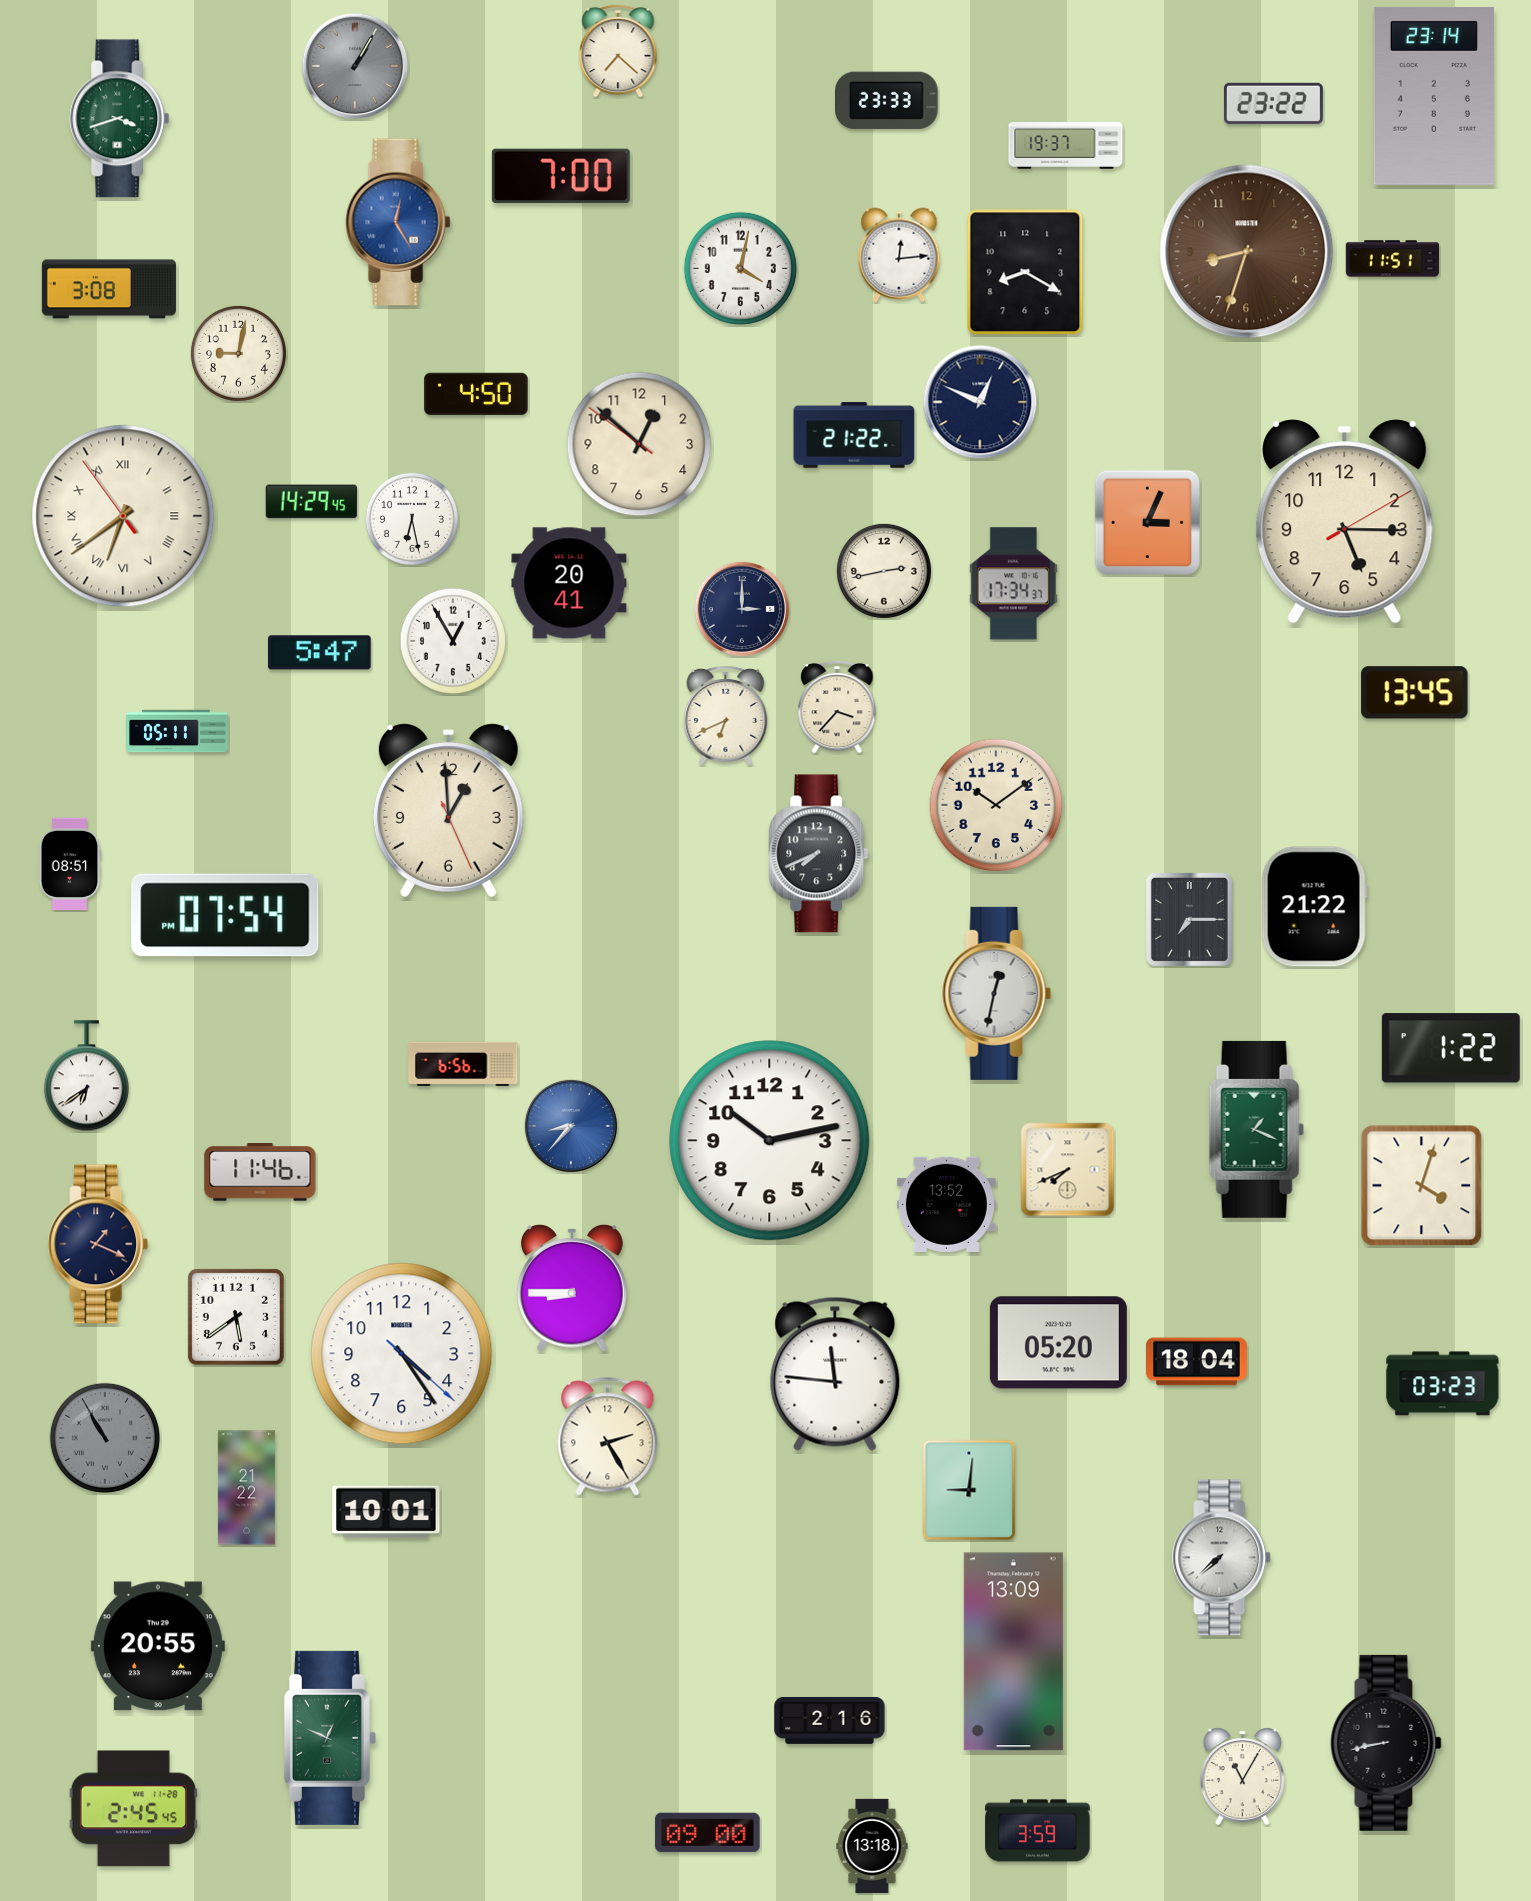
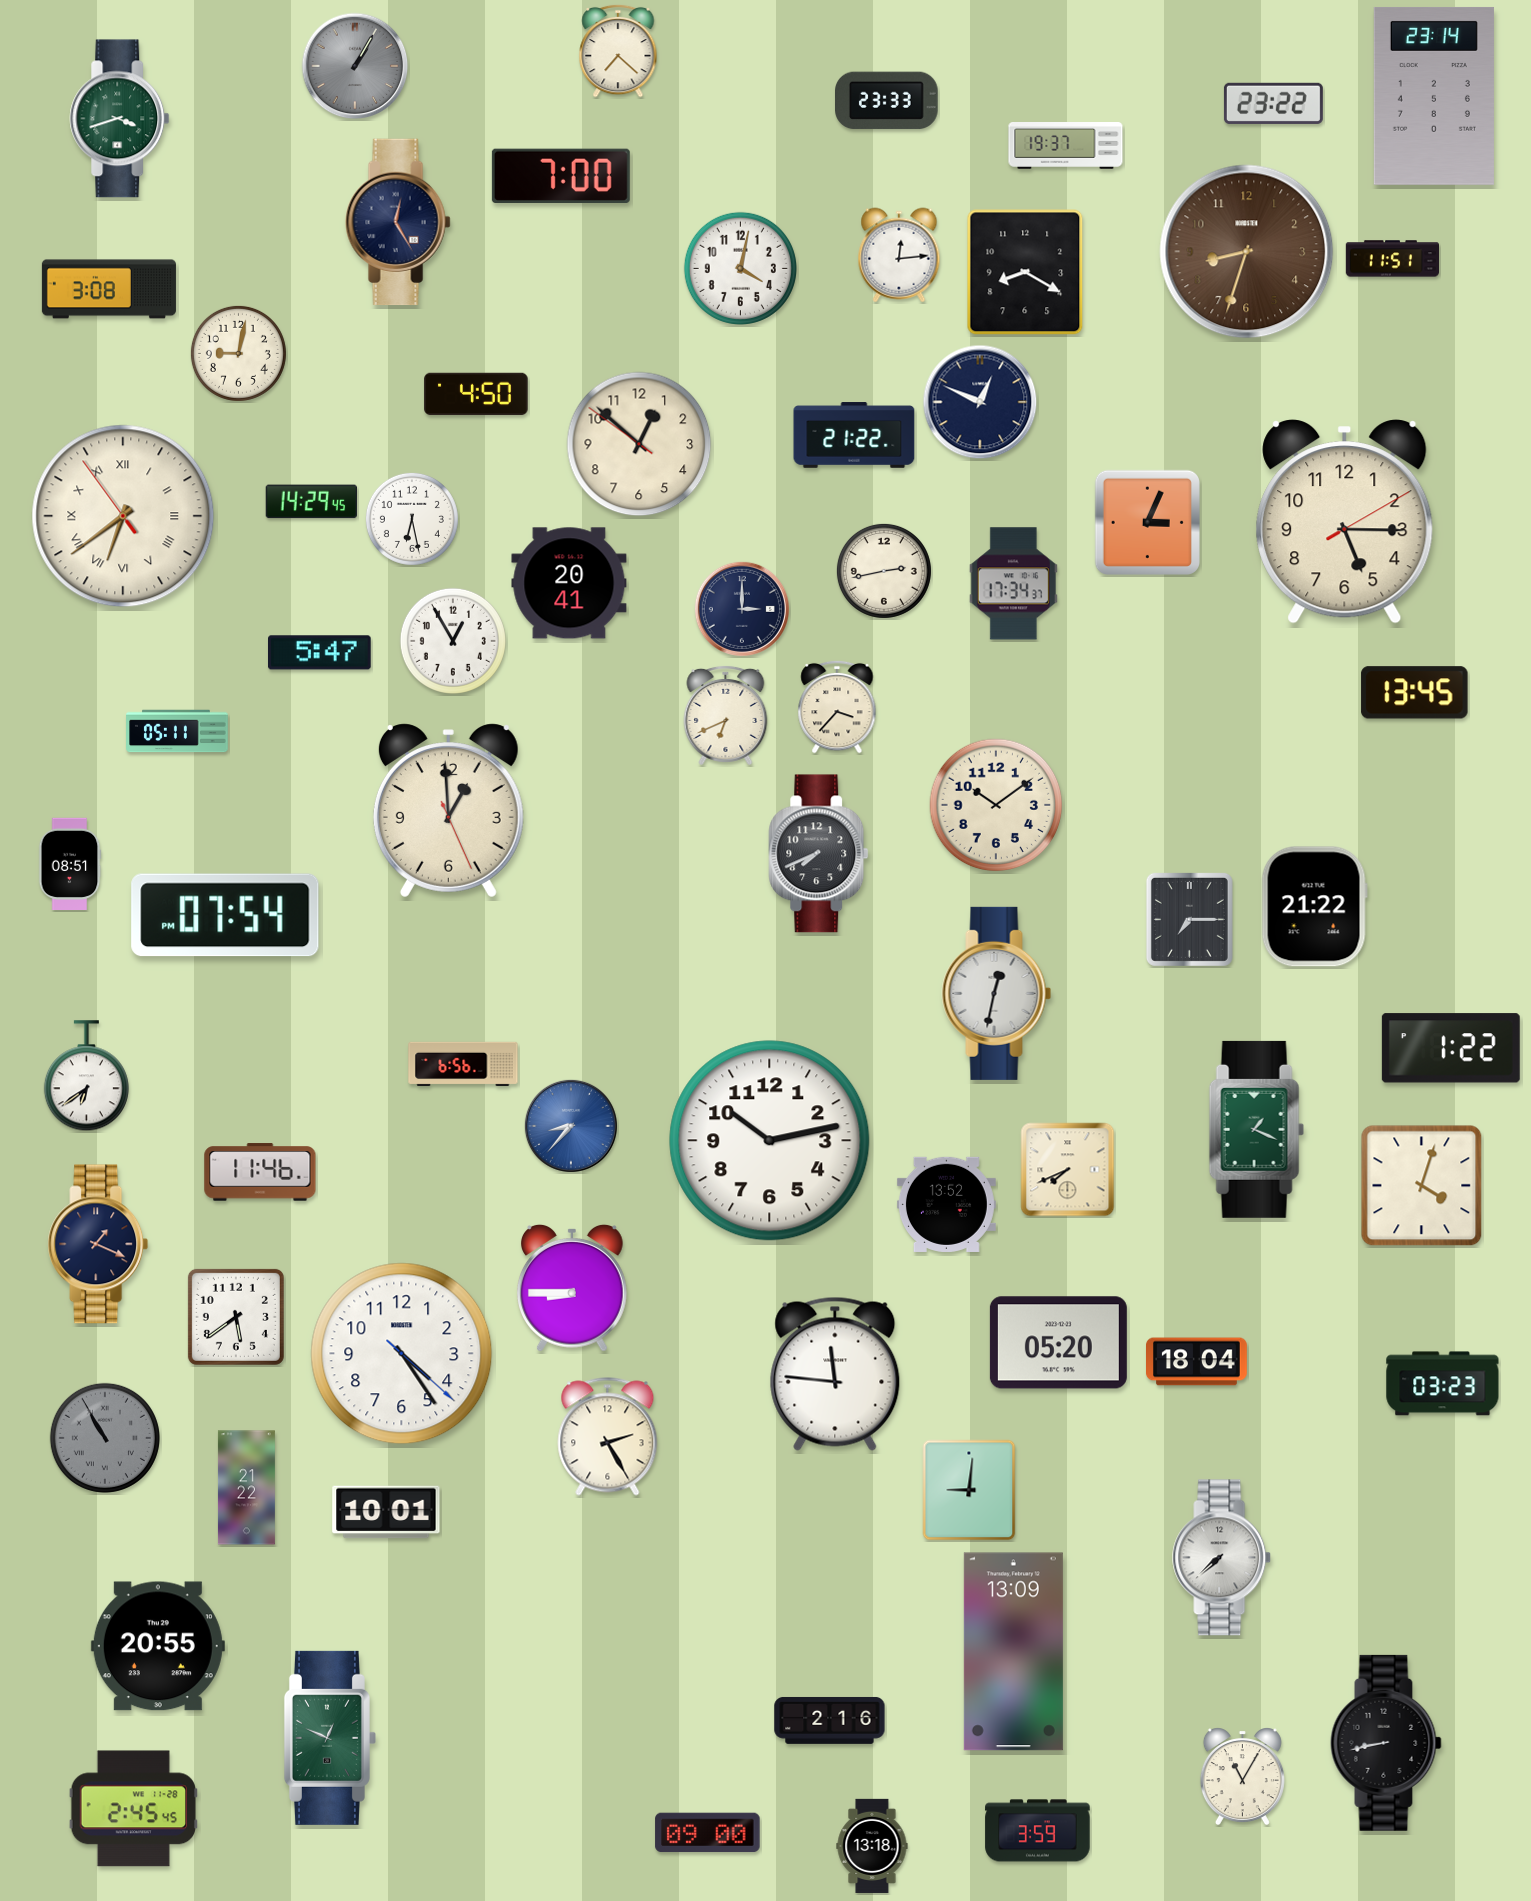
clock at (398, 222) dial: blue -> navy
